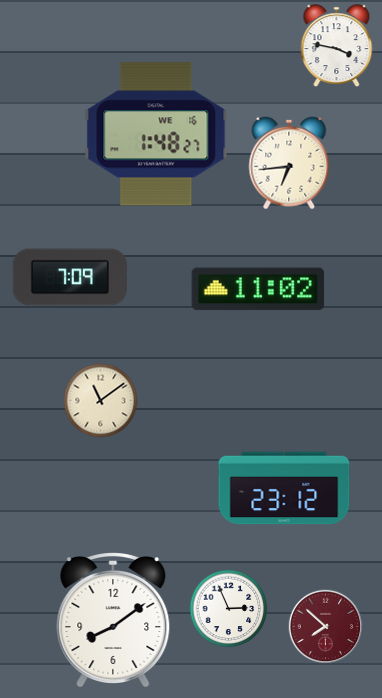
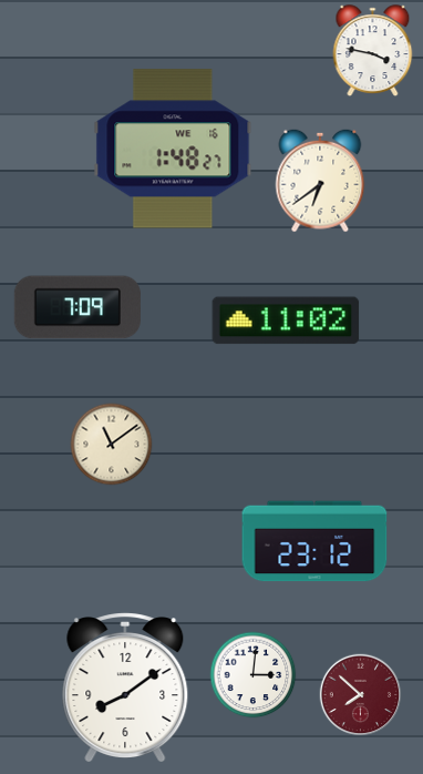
clock at (289, 163): 6:44 -> 6:39
clock at (229, 609): 2:56 -> 3:01
